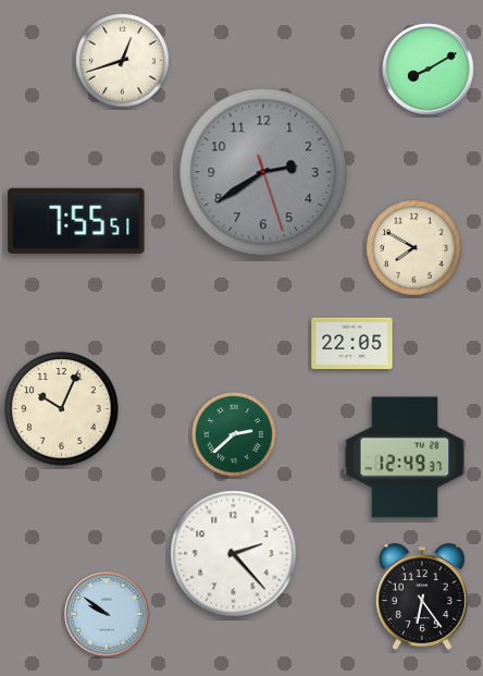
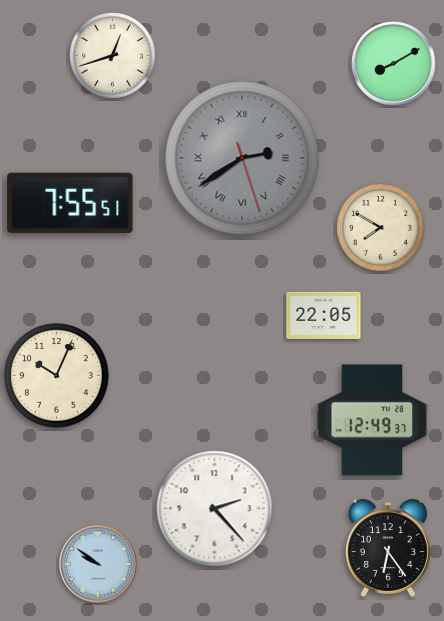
clock at (263, 172) numerals: Arabic -> Roman
clock at (234, 434): 2:38 -> none
